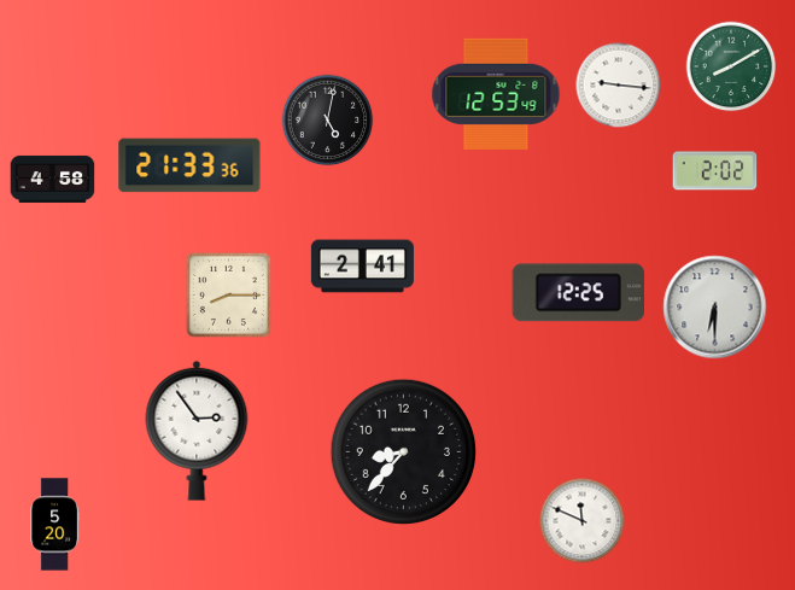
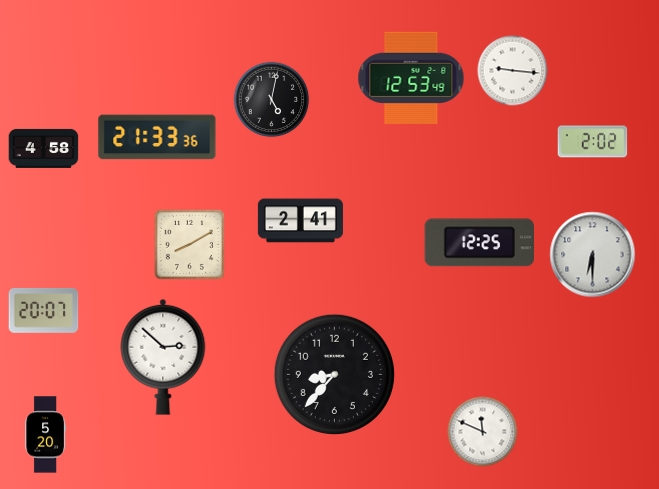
clock at (731, 66): 8:10 -> none
clock at (228, 294): 8:15 -> 8:10
clock at (44, 310): none -> 20:07
clock at (197, 431): 2:54 -> 2:52
